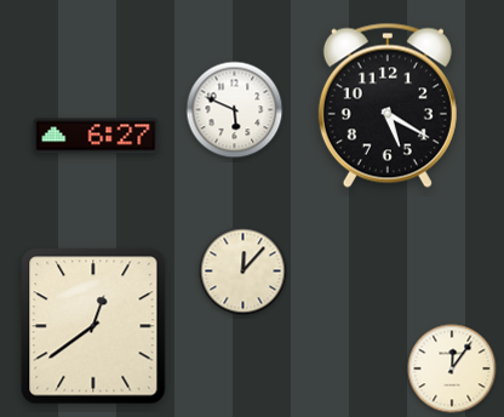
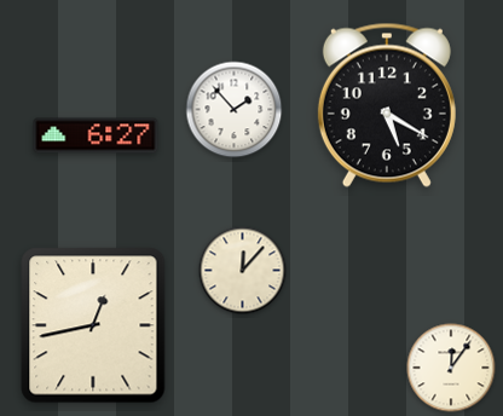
clock at (235, 110): 5:49 -> 1:53
clock at (93, 326): 12:39 -> 12:43
